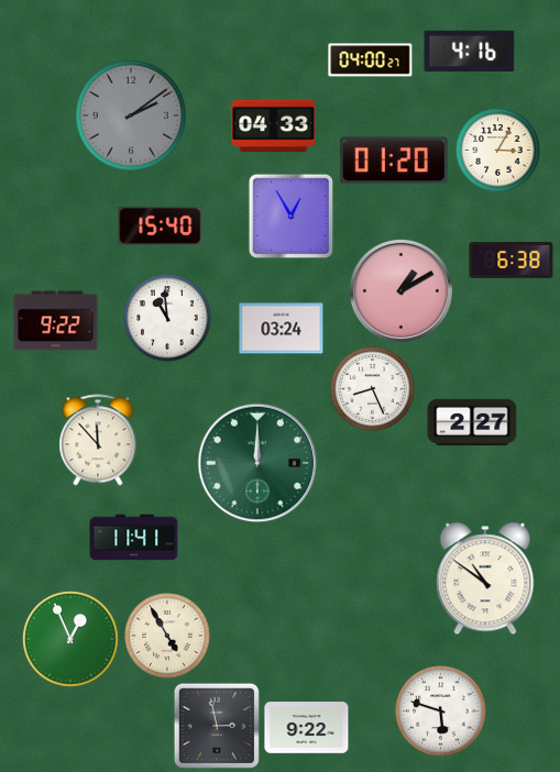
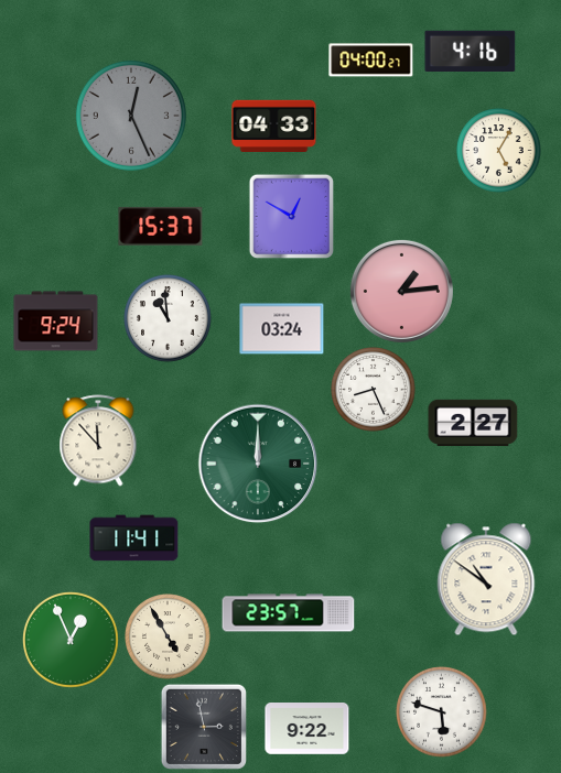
clock at (131, 115): 2:09 -> 12:26
clock at (498, 151): 3:05 -> 5:05
clock at (394, 161): 01:20 -> none
clock at (290, 216): 12:55 -> 12:50
clock at (161, 225): 15:40 -> 15:37
clock at (512, 260): 6:38 -> none
clock at (400, 290): 1:10 -> 1:14
clock at (56, 321): 9:22 -> 9:24
clock at (289, 613): none -> 23:57
clock at (216, 725) position: (216, 725) -> (203, 726)
